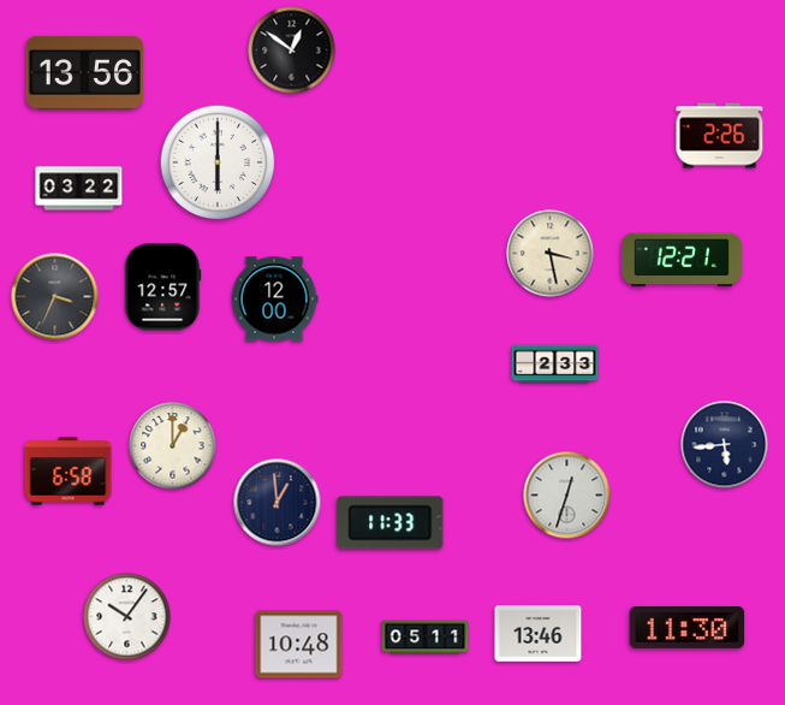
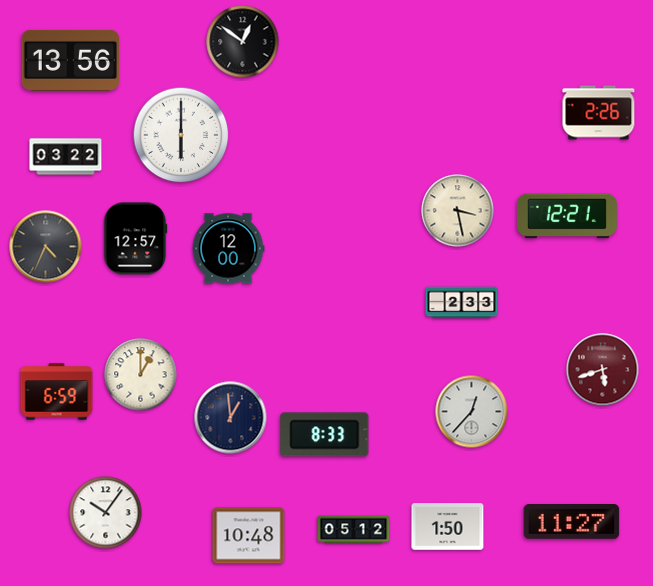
clock at (55, 297): 3:34 -> 4:34
clock at (725, 445): 5:44 -> 5:42
clock at (725, 445) dial: navy -> burgundy
clock at (173, 446) position: (173, 446) -> (141, 375)
clock at (69, 472): 6:58 -> 6:59
clock at (567, 496): 12:33 -> 12:37
clock at (391, 523): 11:33 -> 8:33
clock at (688, 628): 11:30 -> 11:27
clock at (539, 634): 13:46 -> 1:50
clock at (426, 638): 05:11 -> 05:12
